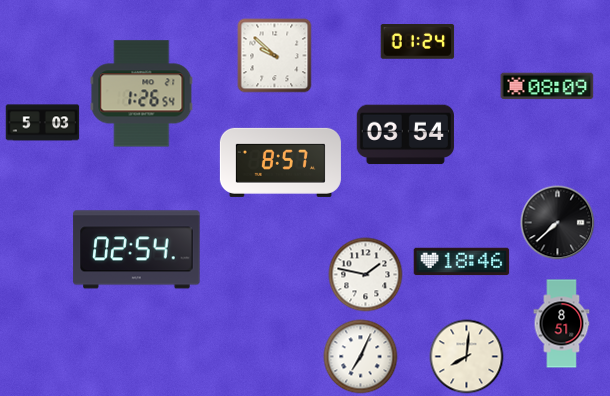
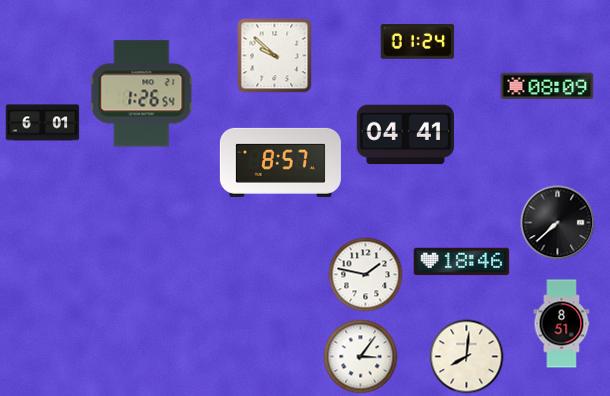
clock at (43, 123): 5:03 -> 6:01
clock at (405, 135): 03:54 -> 04:41
clock at (137, 250): 02:54 -> none
clock at (361, 357): 7:04 -> 3:06
